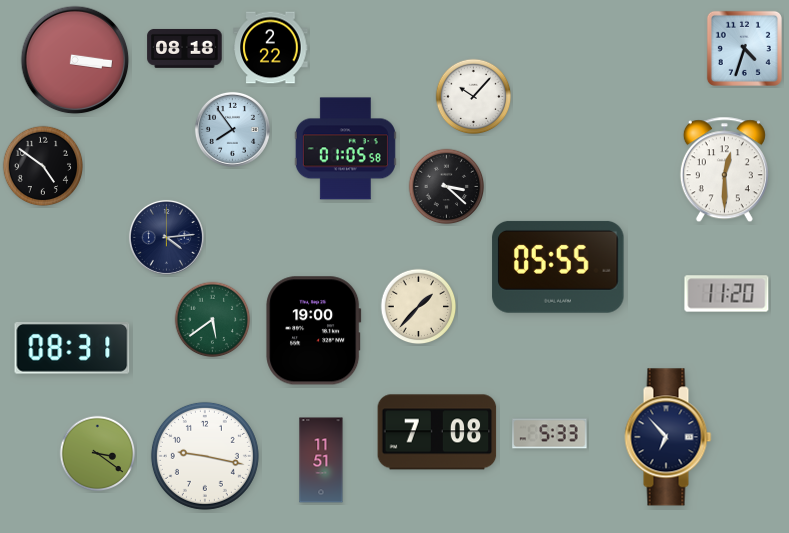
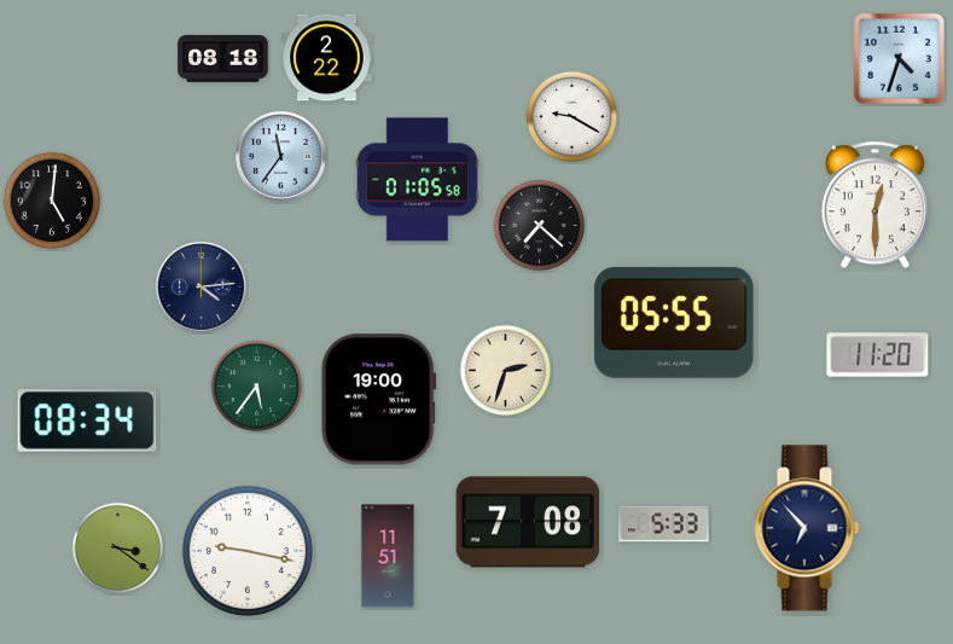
clock at (75, 60): 3:16 -> none
clock at (474, 97): 10:07 -> 9:20
clock at (232, 129): 7:54 -> 11:36
clock at (43, 166): 4:51 -> 5:01
clock at (447, 187): 3:22 -> 7:22
clock at (419, 307): 1:37 -> 2:33
clock at (213, 320): 5:39 -> 5:36
clock at (72, 349): 08:31 -> 08:34
